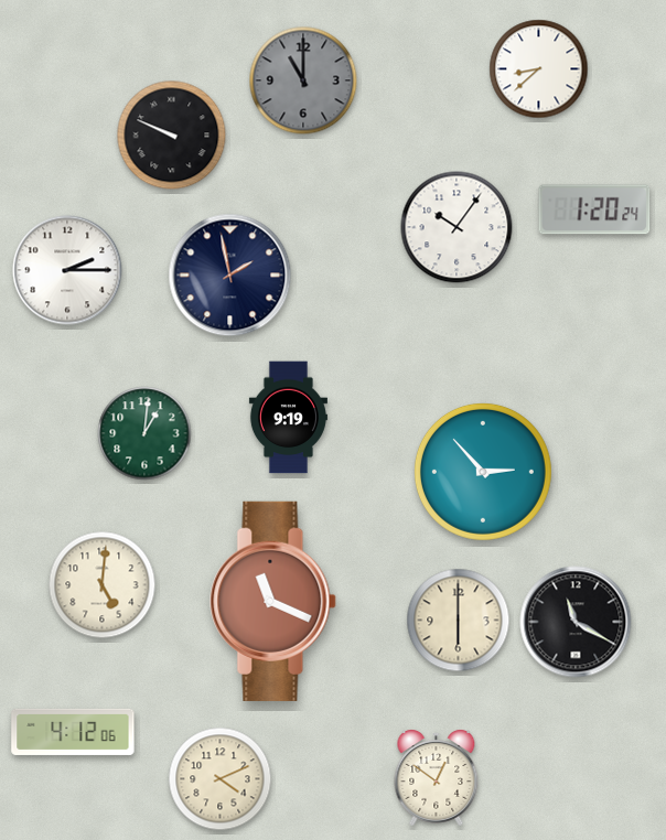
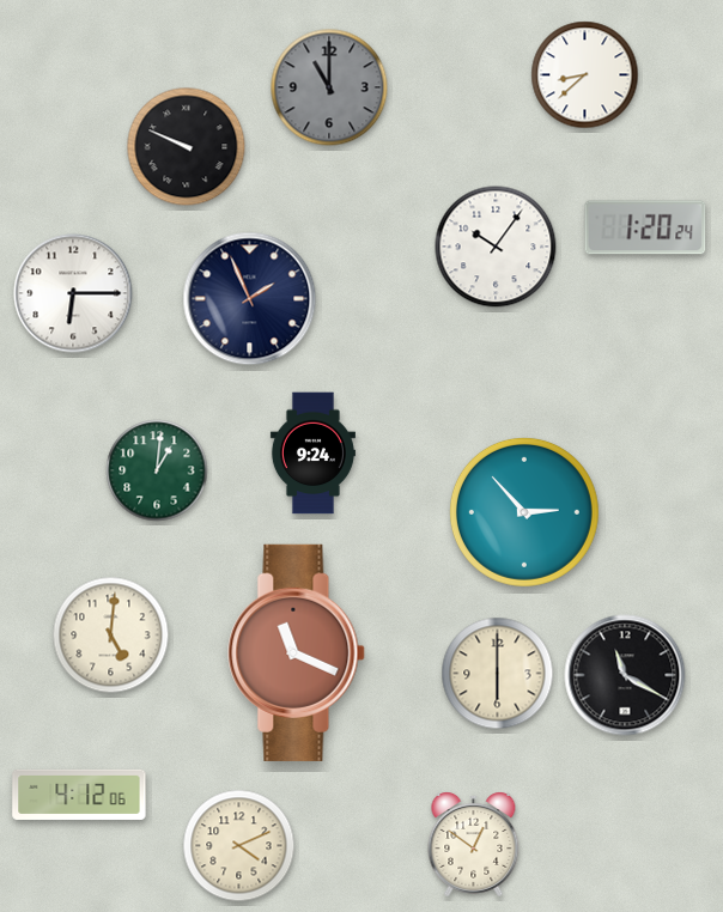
clock at (67, 270): 2:15 -> 6:15
clock at (230, 276): 1:58 -> 1:56
clock at (288, 418): 9:19 -> 9:24
